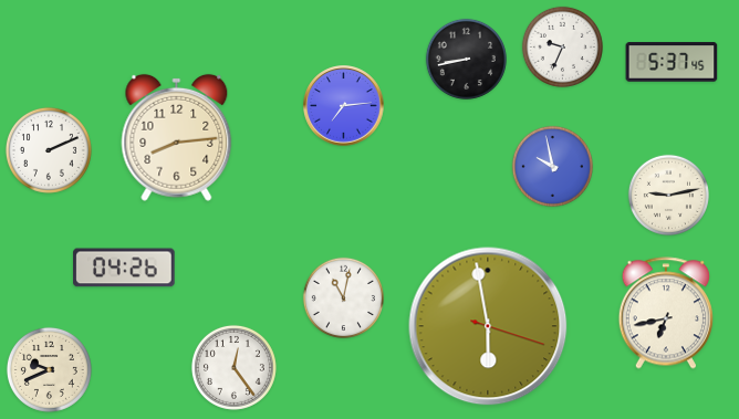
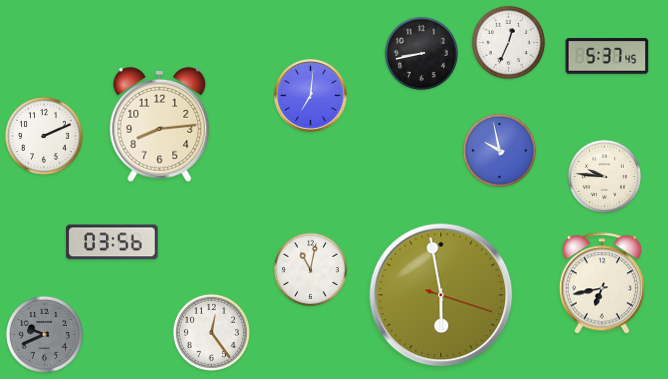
clock at (562, 46): 9:34 -> 12:34
clock at (344, 106): 7:14 -> 7:01
clock at (668, 195): 9:13 -> 9:46
clock at (124, 268): 04:26 -> 03:56
clock at (49, 369) dial: cream -> grey
